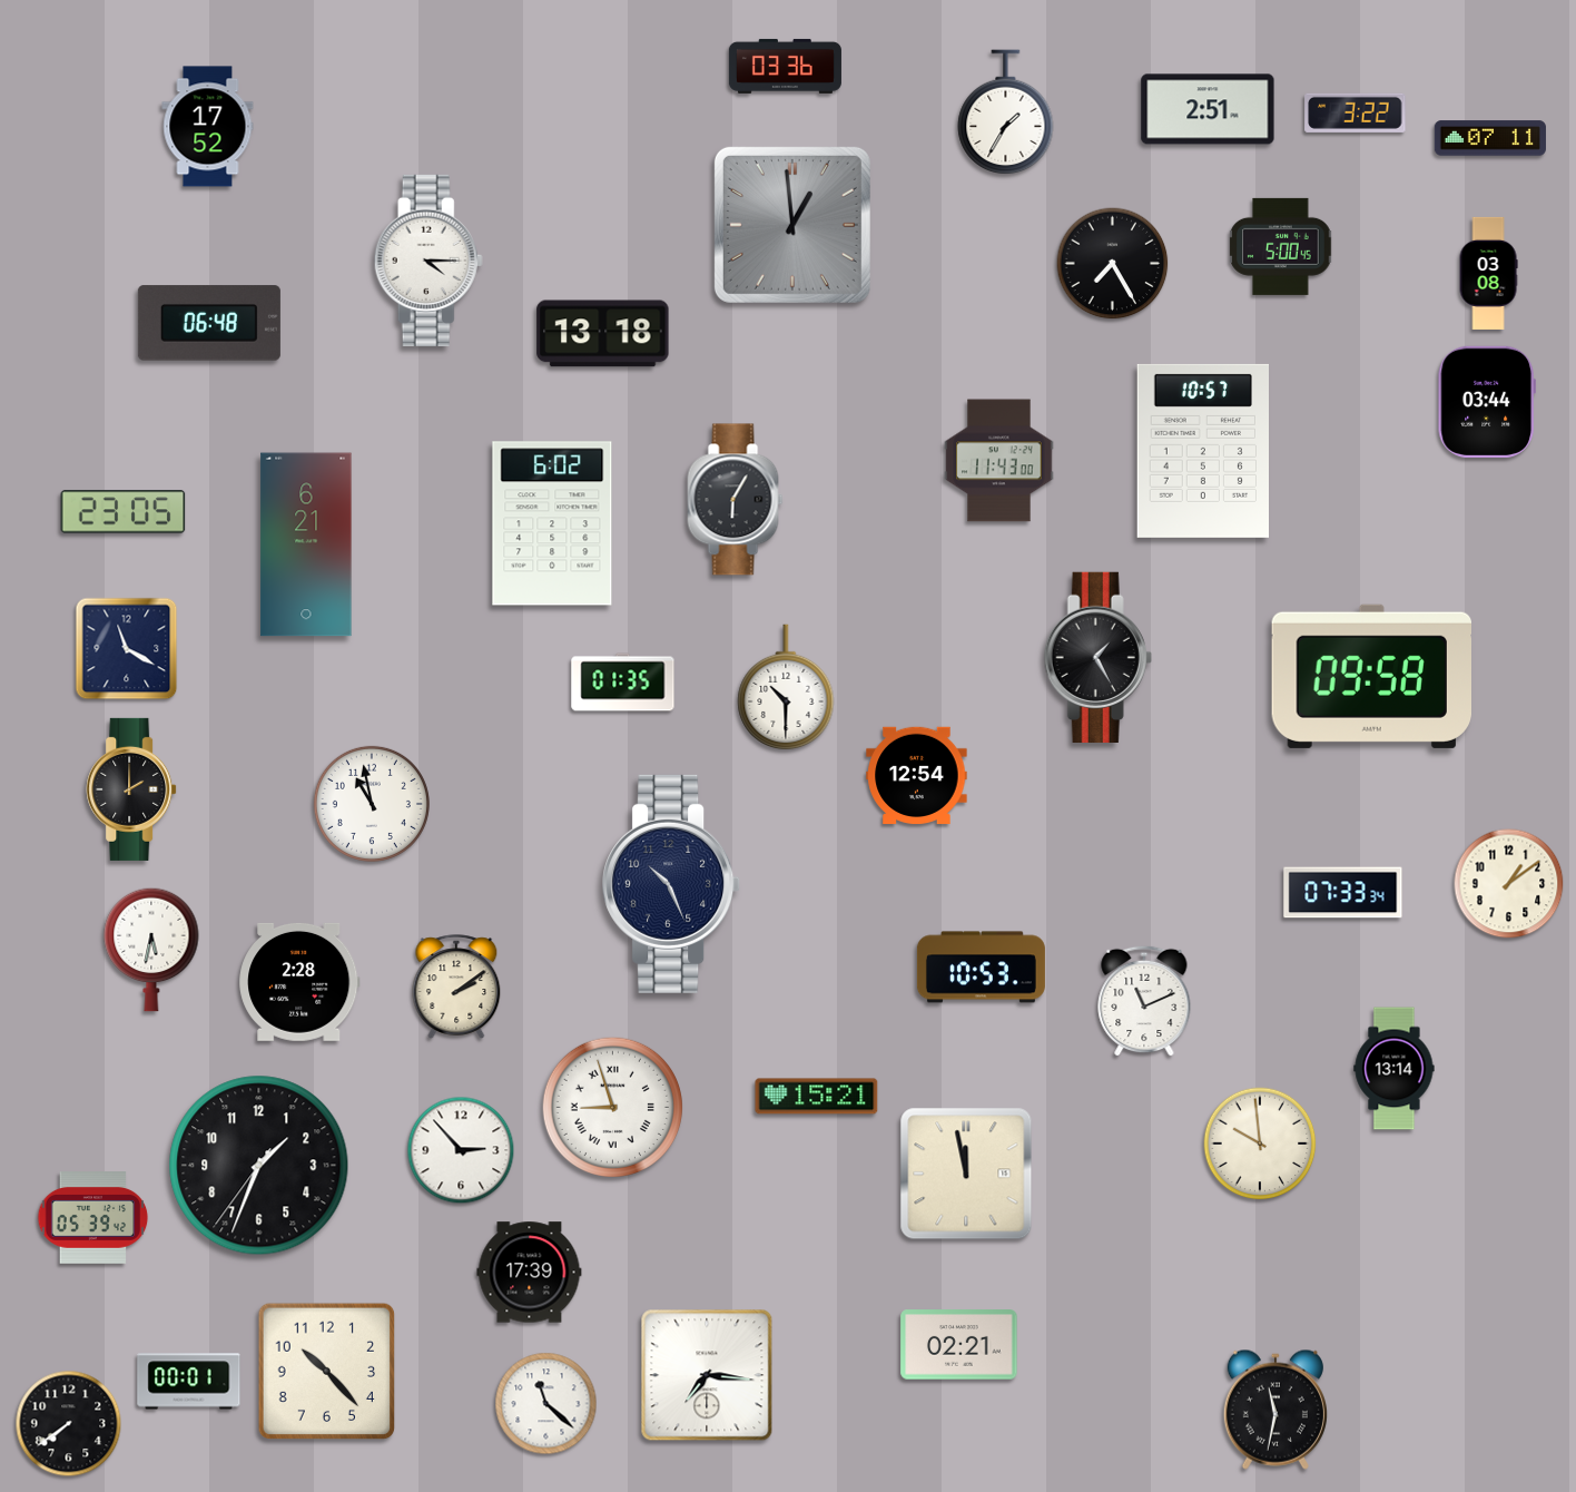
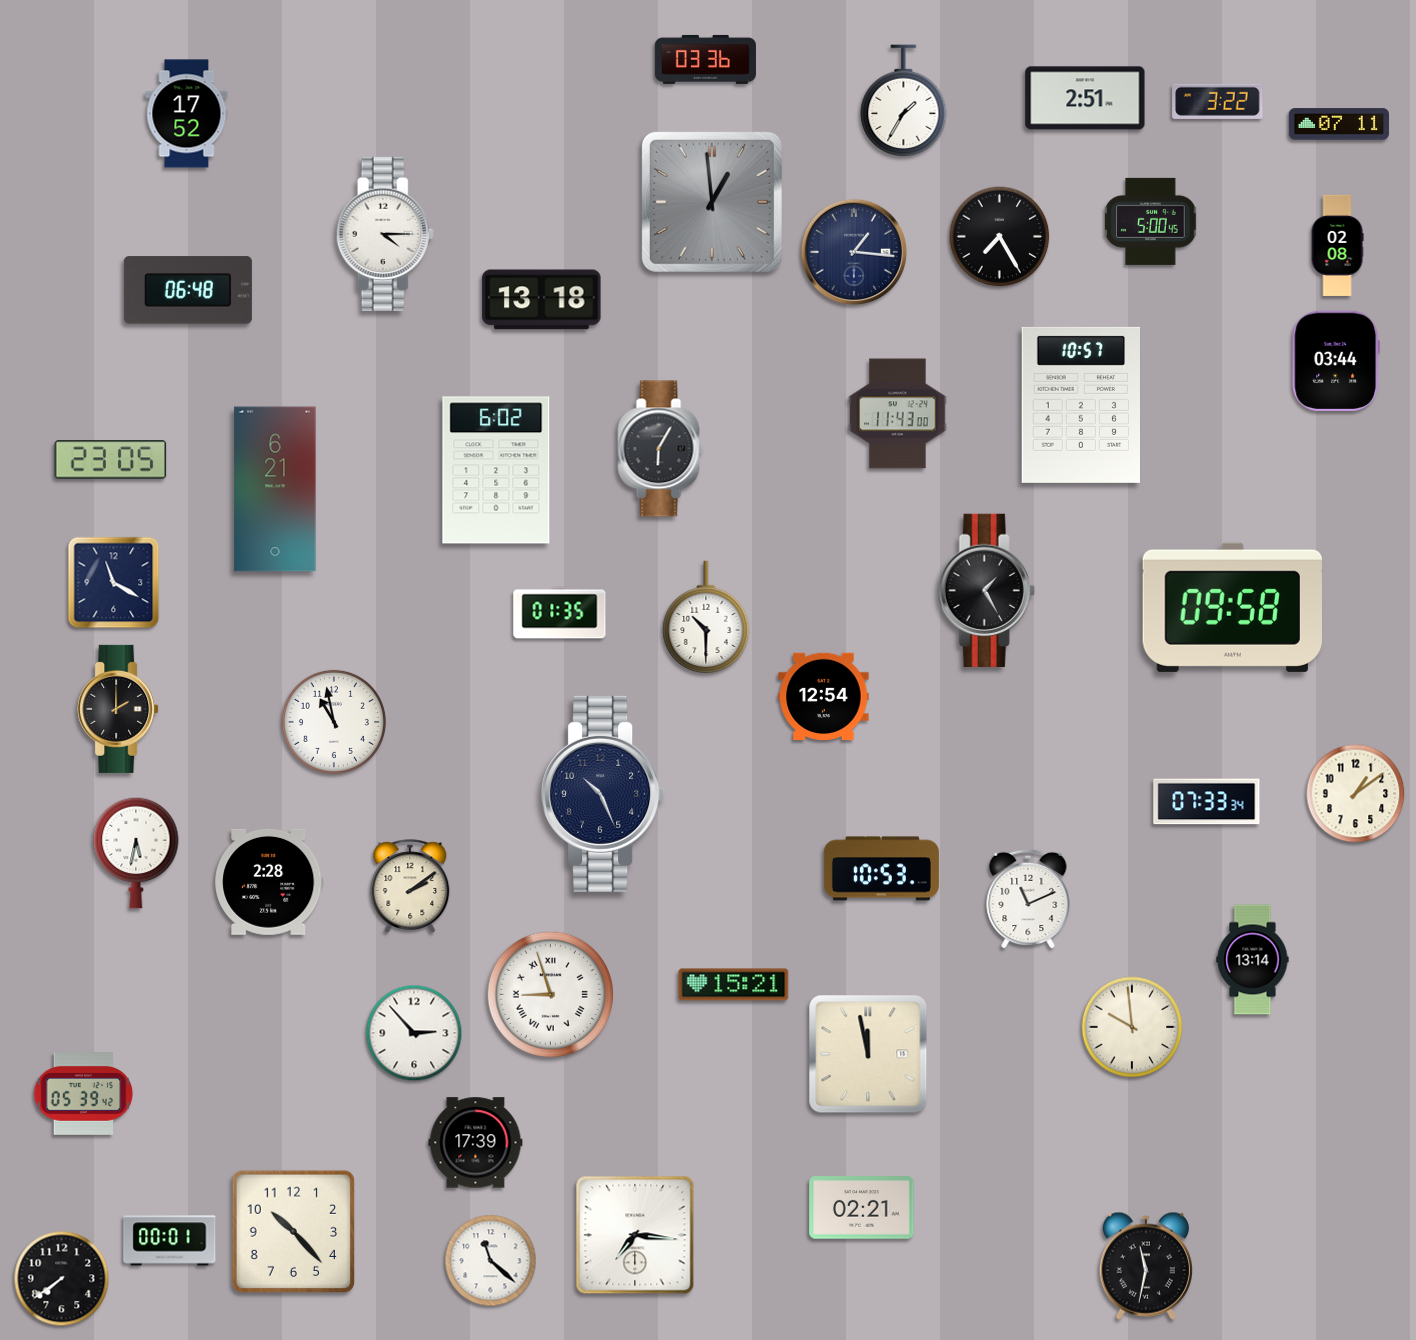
clock at (1488, 273): 03:08 -> 02:08
clock at (854, 252): none -> 1:16
clock at (259, 1166): 1:33 -> none
